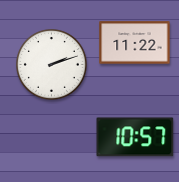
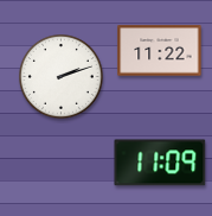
clock at (135, 137): 10:57 -> 11:09
